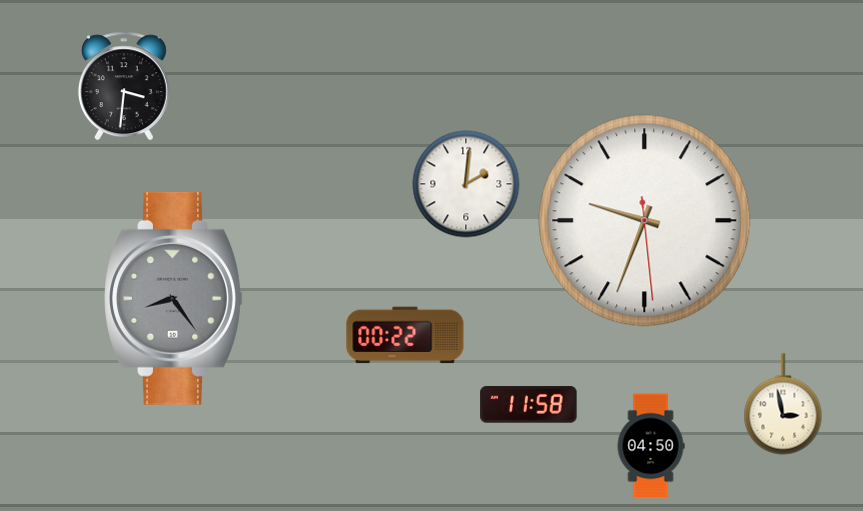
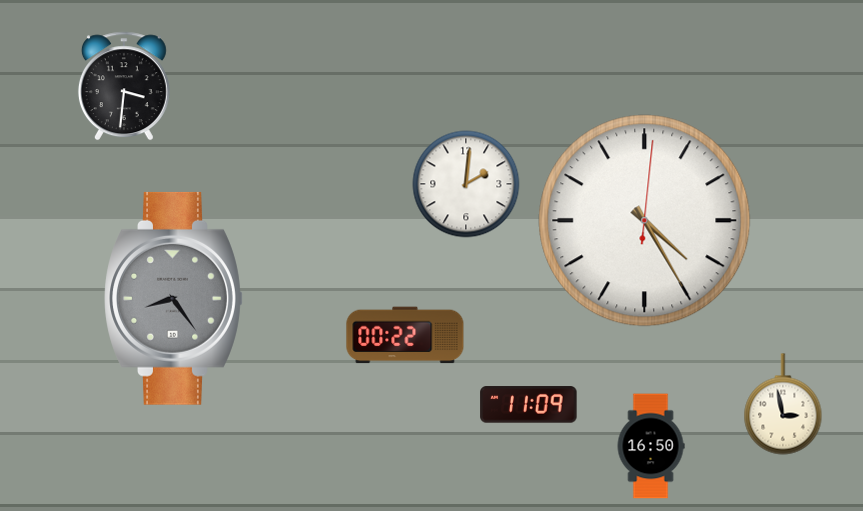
clock at (645, 221): 9:33 -> 4:25
clock at (529, 405): 11:58 -> 11:09
clock at (651, 446): 04:50 -> 16:50
